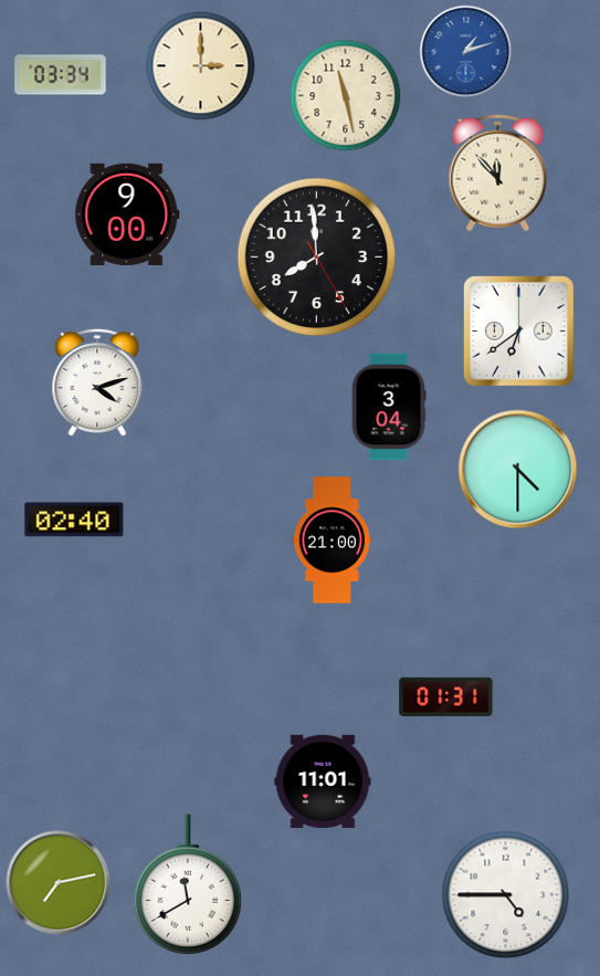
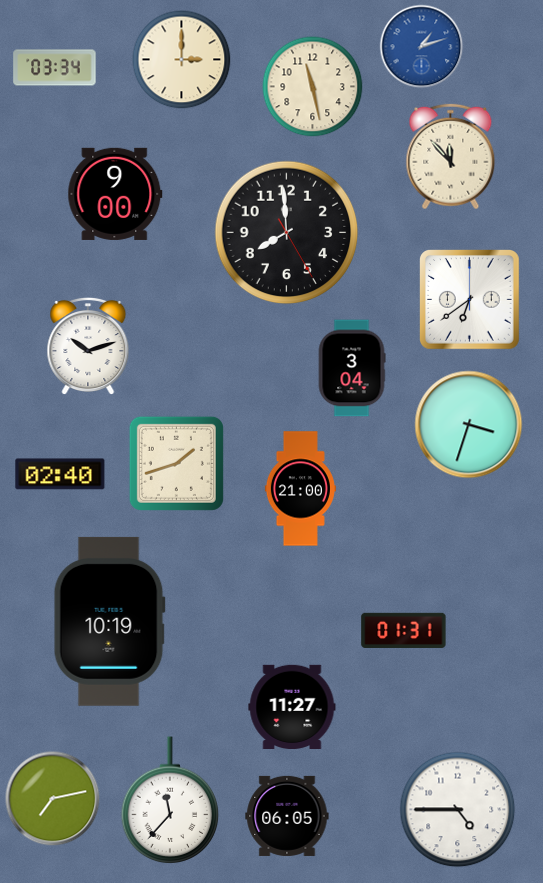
clock at (97, 381): 4:12 -> 10:12
clock at (518, 470): 4:30 -> 3:33
clock at (176, 463): none -> 1:42
clock at (74, 520) position: (74, 520) -> (60, 474)
clock at (109, 621): none -> 10:19
clock at (323, 780): 11:01 -> 11:27
clock at (188, 885): 11:40 -> 11:37
clock at (287, 816): none -> 06:05
